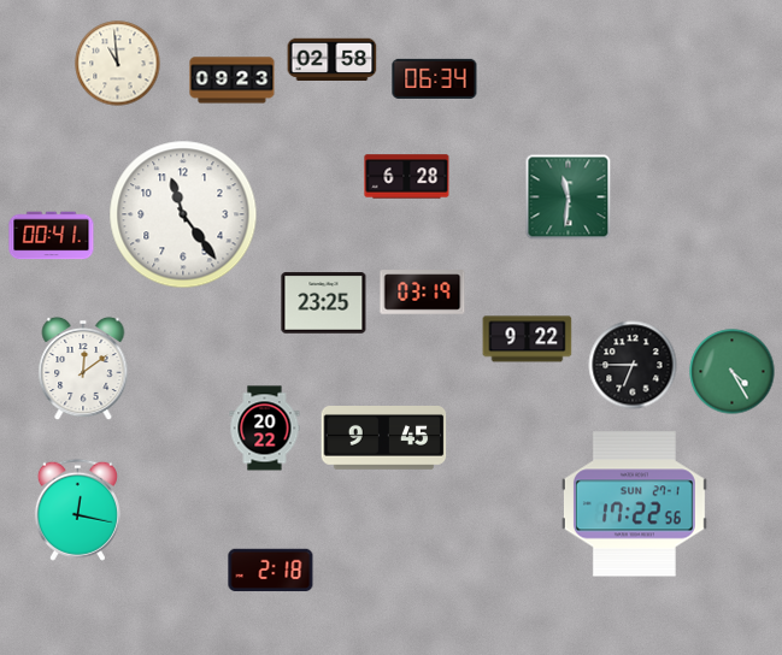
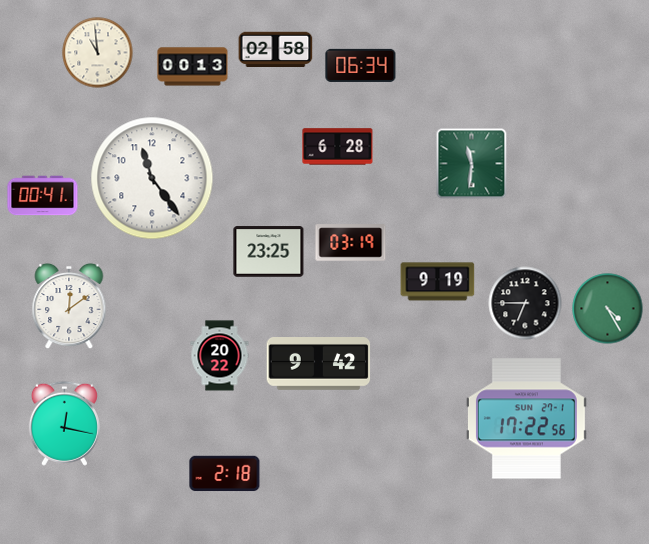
clock at (233, 81): 09:23 -> 00:13
clock at (528, 340): 9:22 -> 9:19
clock at (384, 438): 9:45 -> 9:42
